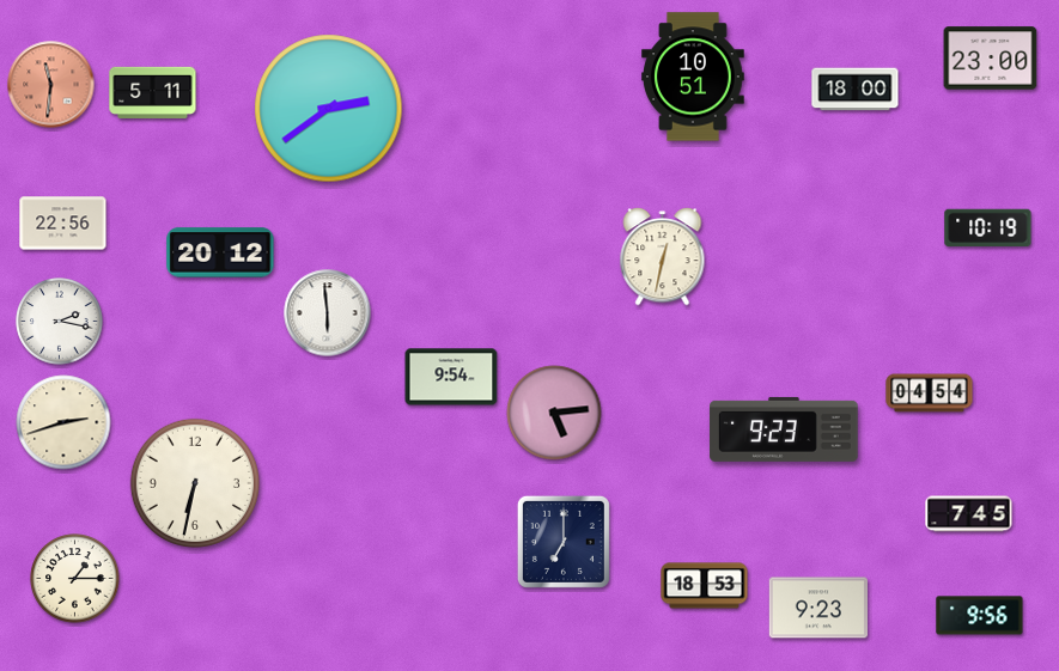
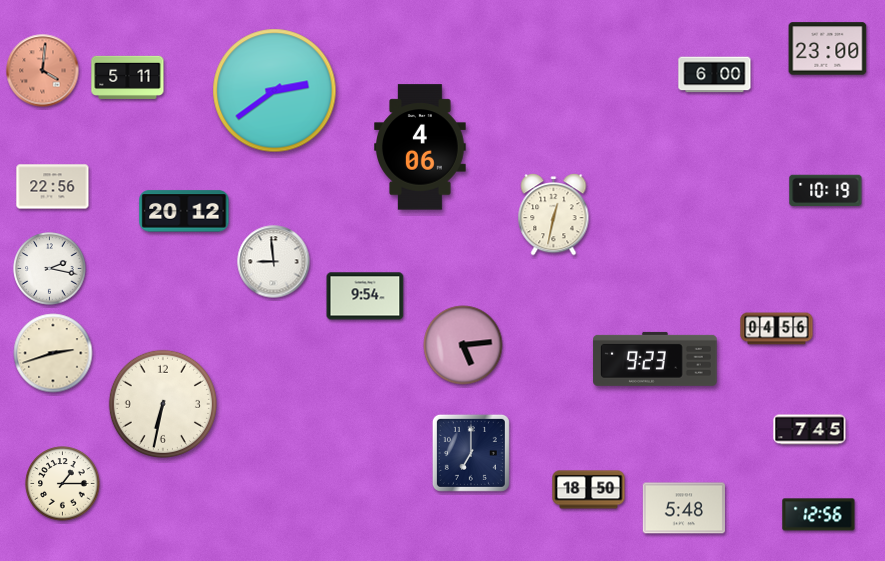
clock at (693, 77): 10:51 -> none
clock at (51, 85): 11:31 -> 4:01
clock at (856, 90): 18:00 -> 6:00
clock at (421, 147): none -> 4:06
clock at (328, 313): 5:59 -> 8:59
clock at (451, 377) position: (451, 377) -> (365, 296)
clock at (930, 394): 04:54 -> 04:56
clock at (705, 586): 18:53 -> 18:50
clock at (817, 608): 9:23 -> 5:48
clock at (980, 616): 9:56 -> 12:56
